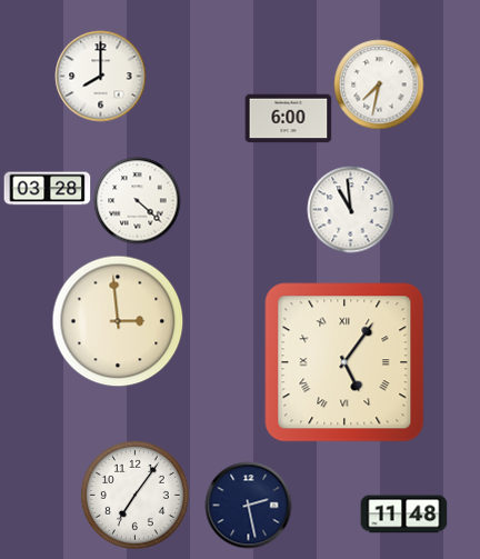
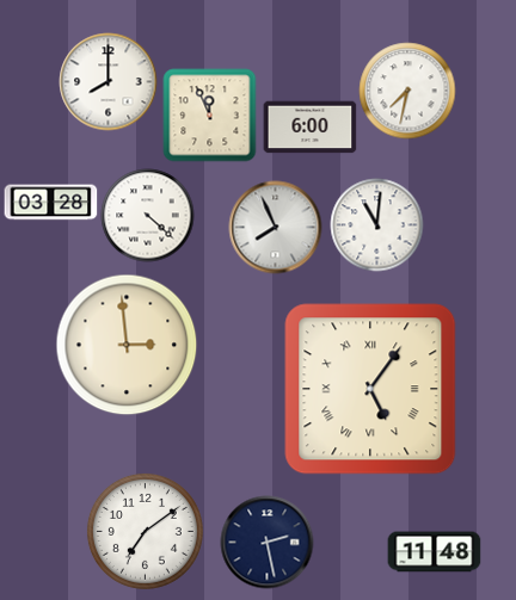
clock at (209, 115): none -> 11:56
clock at (350, 209): 10:59 -> 11:01
clock at (275, 227): none -> 7:56
clock at (134, 495): 7:06 -> 7:09
